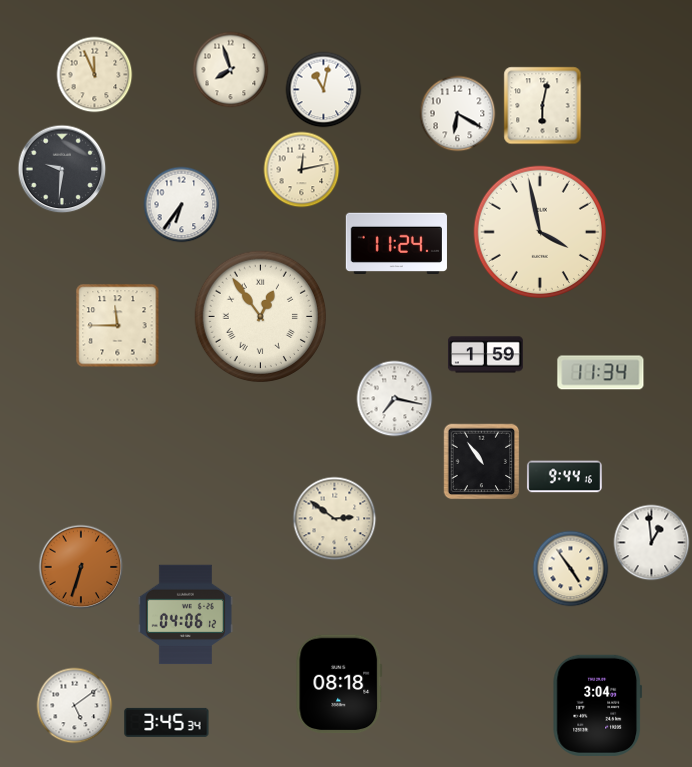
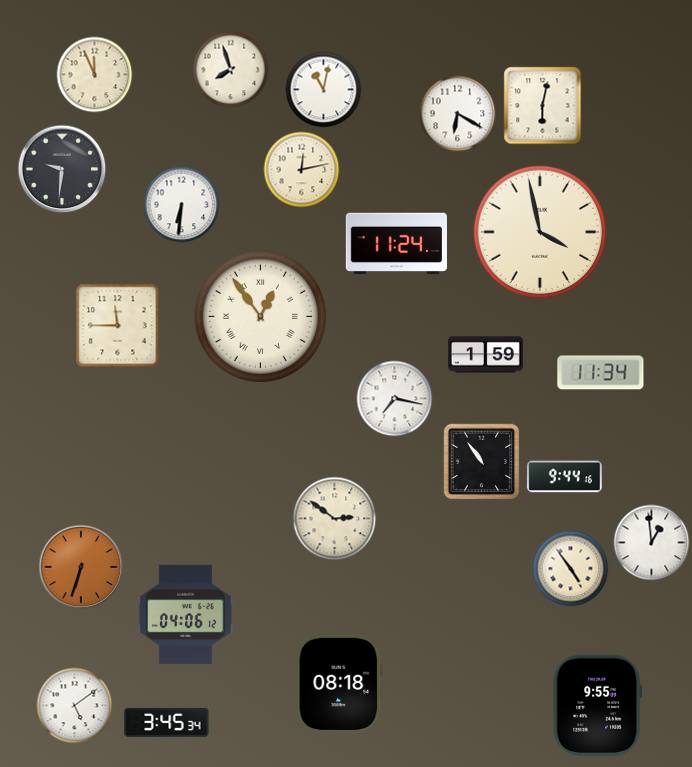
clock at (182, 205): 6:36 -> 6:31
clock at (598, 705): 3:04 -> 9:55
